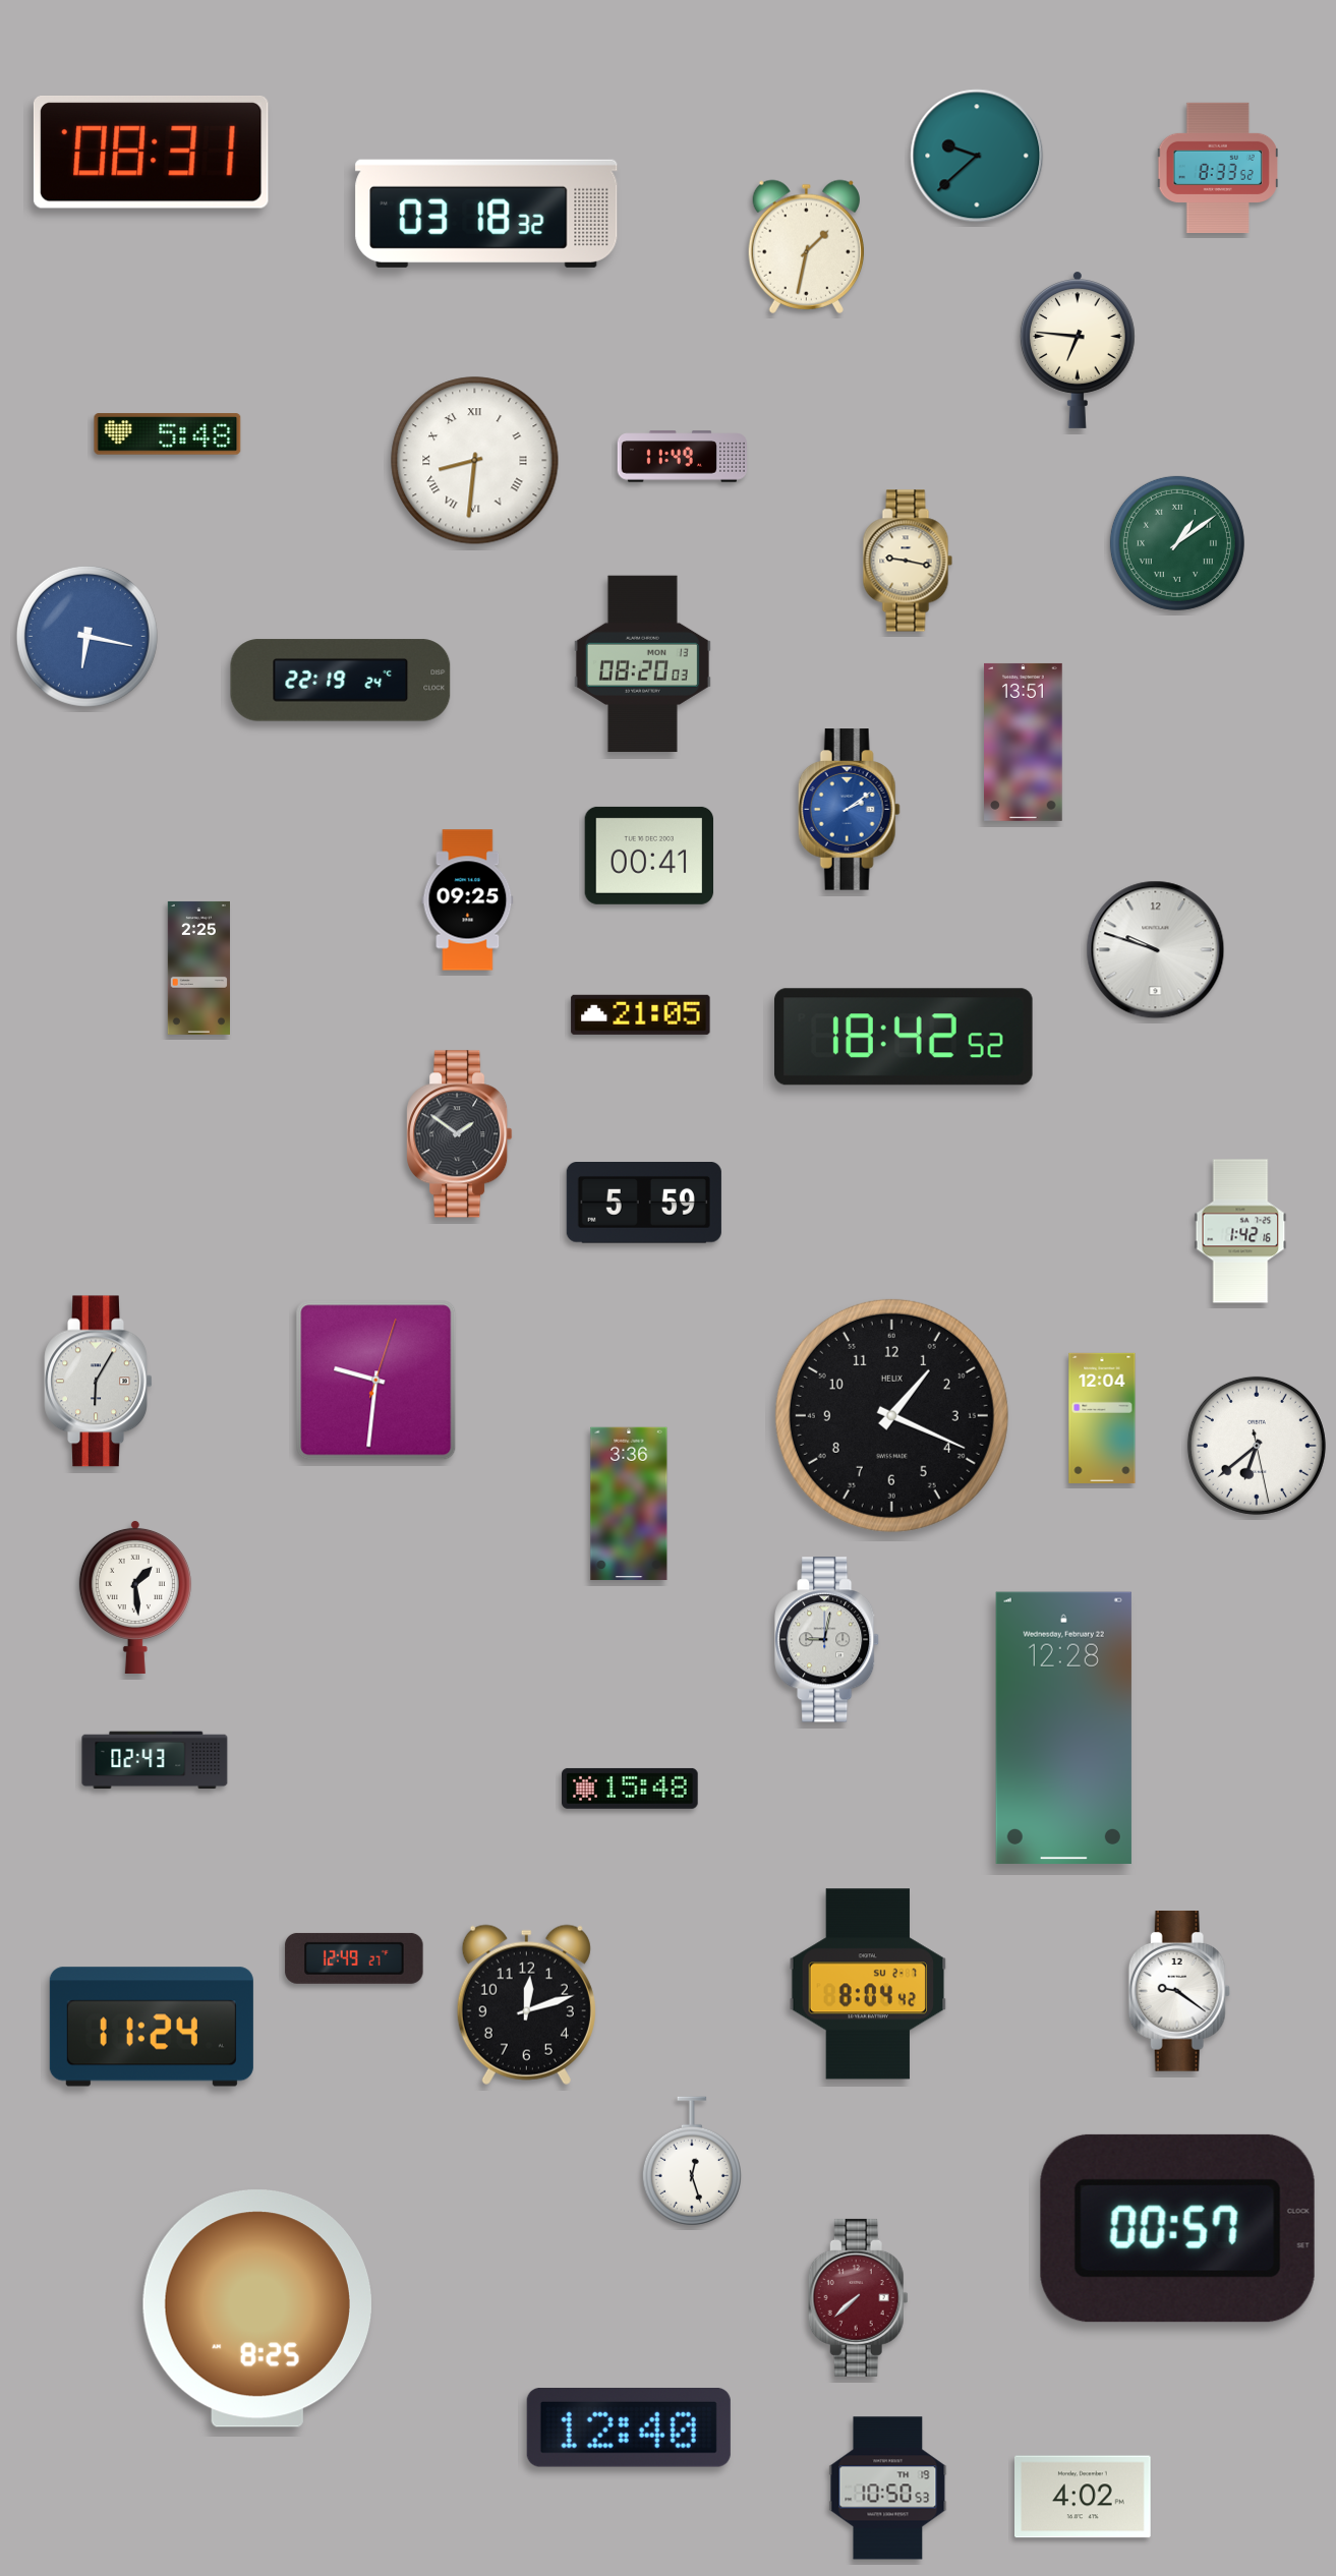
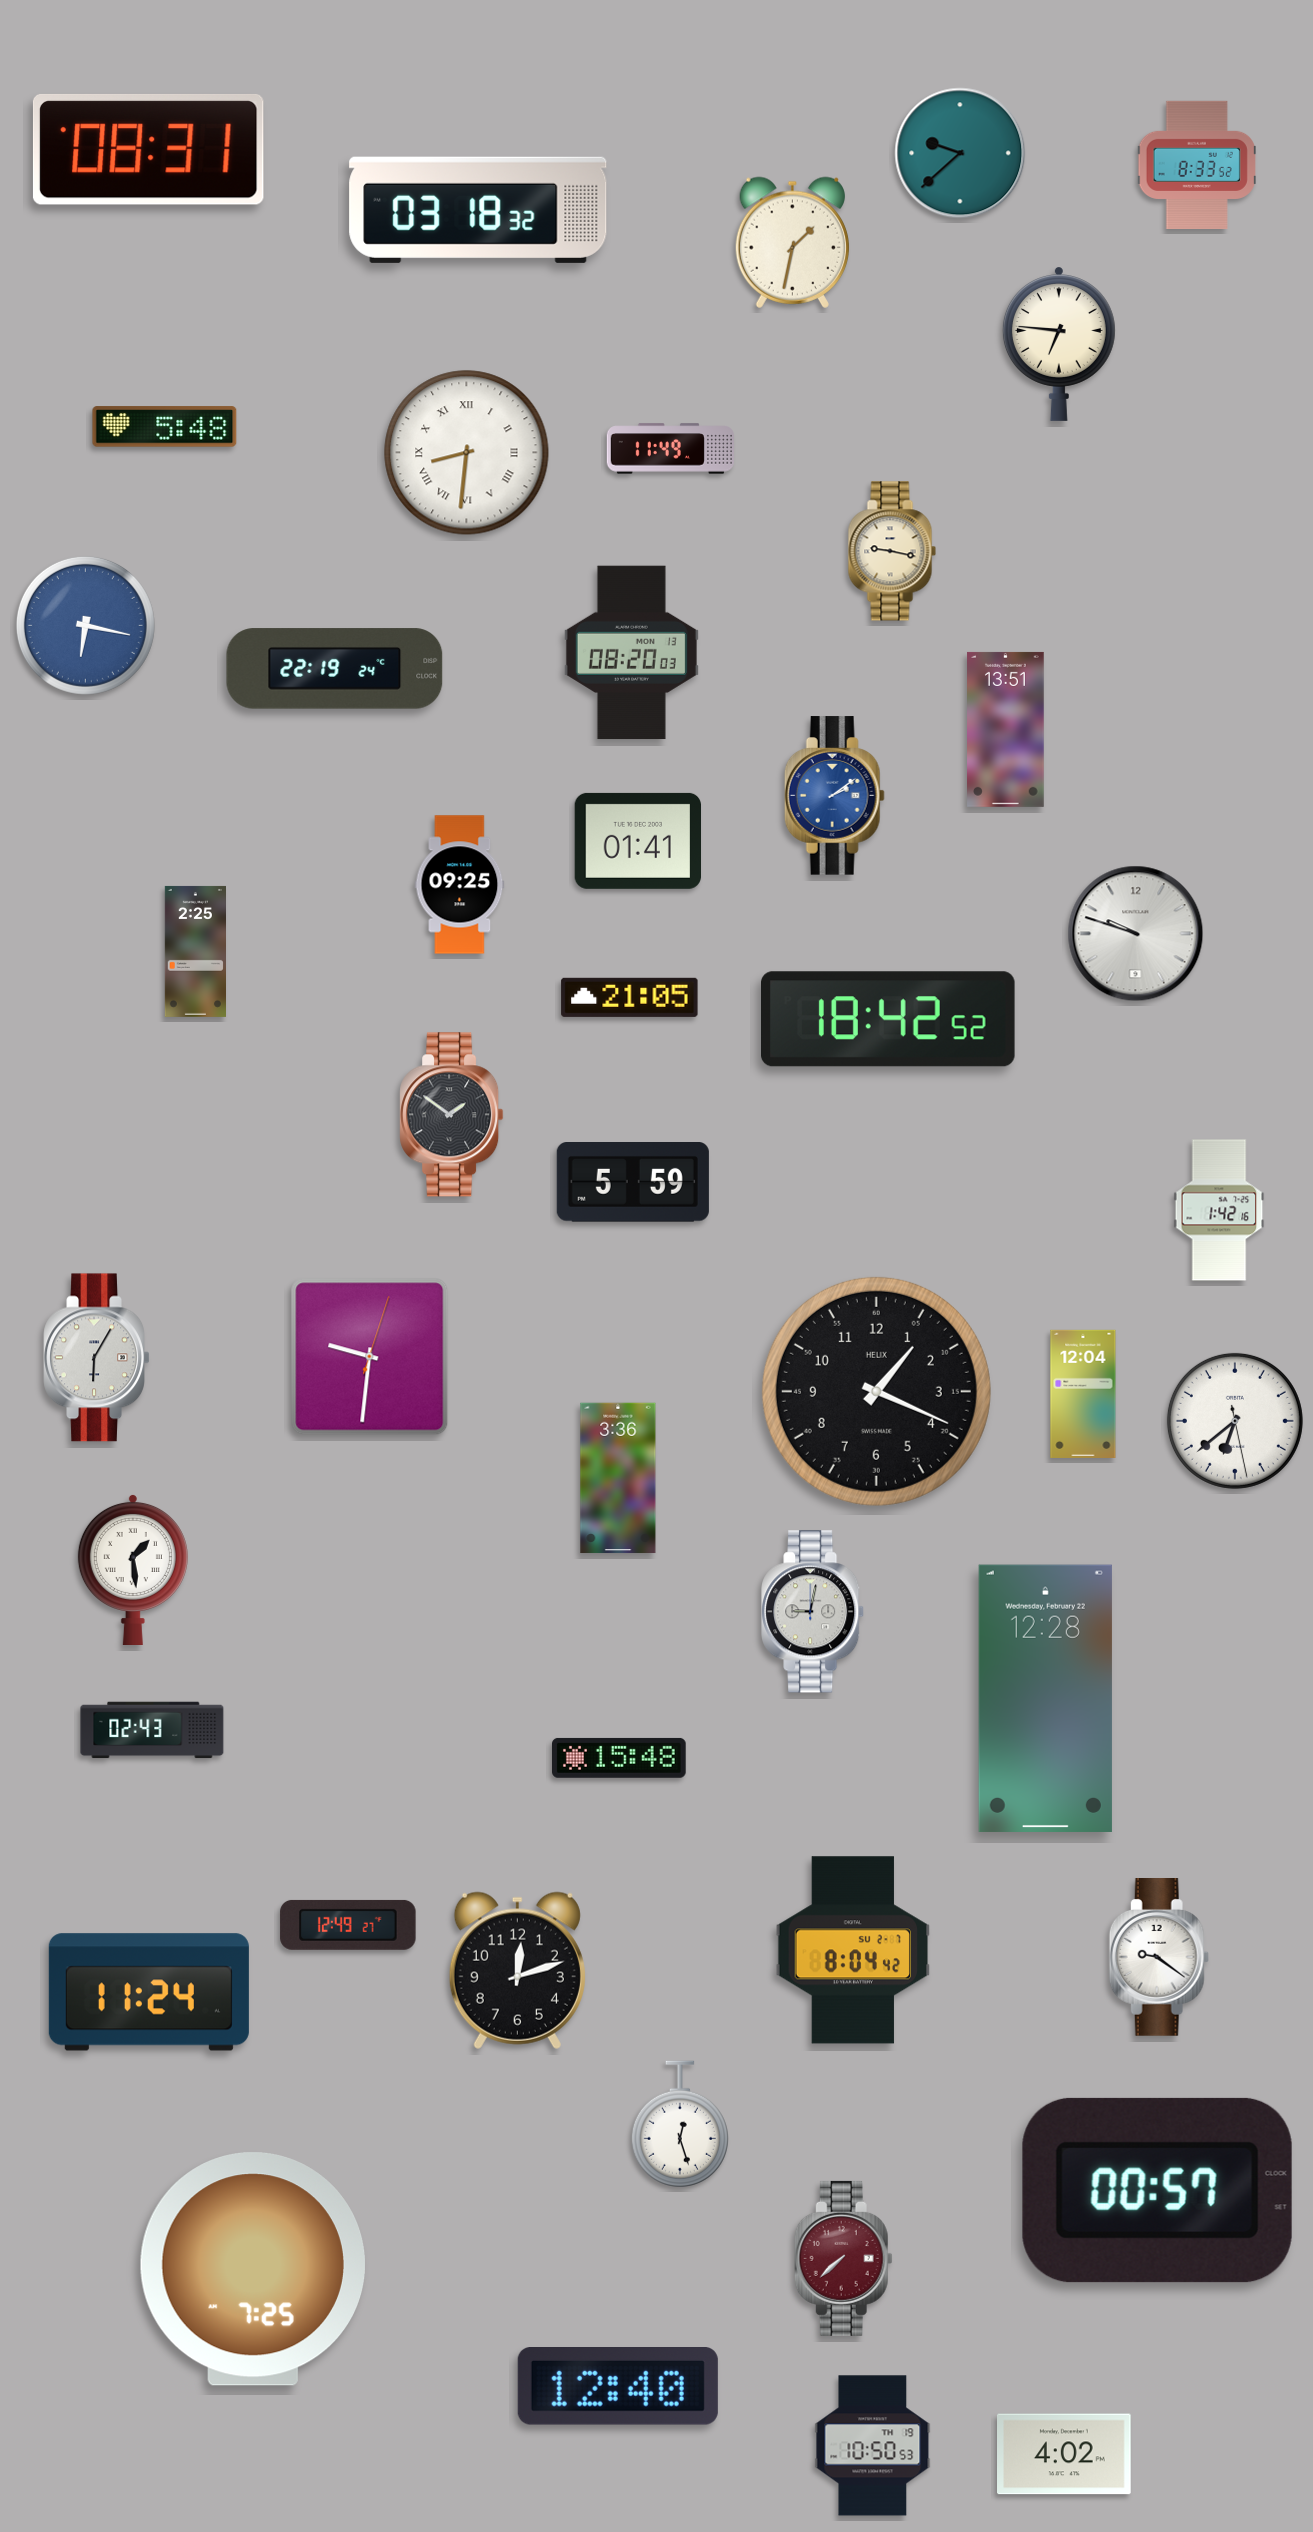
clock at (1177, 543): 1:09 -> none
clock at (648, 856): 00:41 -> 01:41
clock at (257, 2308): 8:25 -> 7:25
